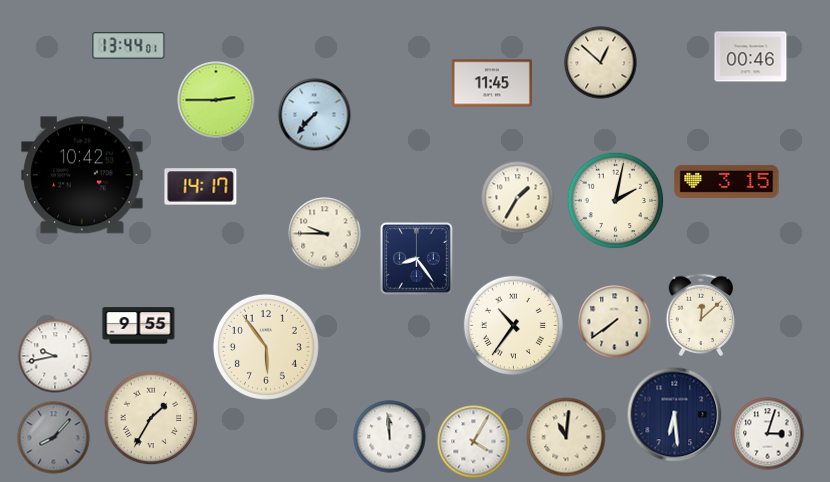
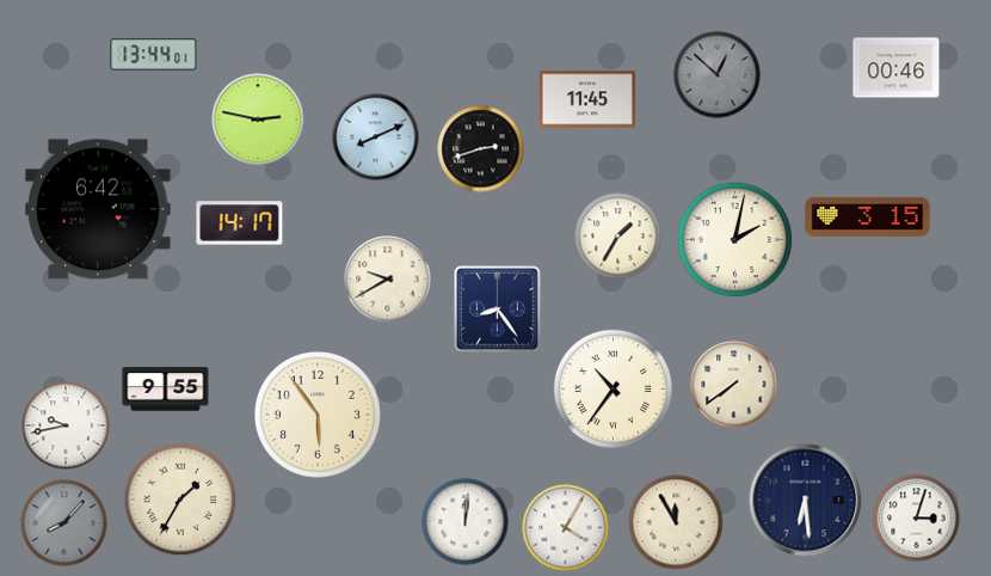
clock at (601, 63) dial: cream -> grey
clock at (216, 100): 2:45 -> 2:47
clock at (315, 115): 7:37 -> 8:11
clock at (481, 149): none -> 2:42
clock at (82, 175): 10:42 -> 6:42
clock at (325, 234): 9:45 -> 9:40
clock at (700, 314): 12:08 -> none
clock at (675, 415) position: (675, 415) -> (806, 501)
clock at (390, 437): 11:59 -> 12:01
clock at (566, 437): 11:01 -> 11:55
